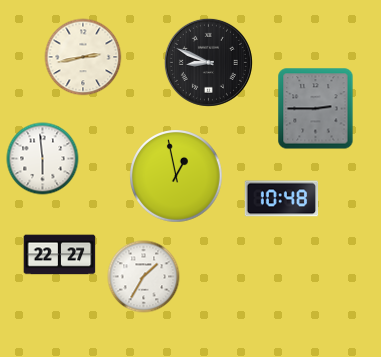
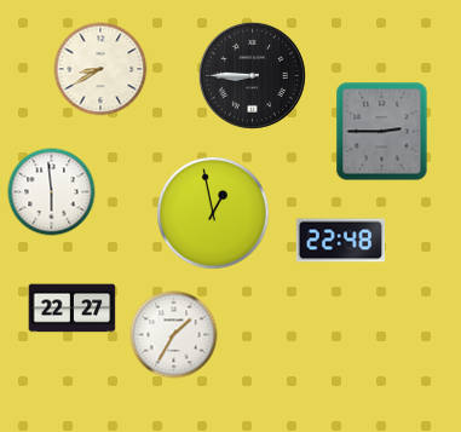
clock at (83, 57): 2:43 -> 8:40
clock at (208, 62): 8:49 -> 8:45
clock at (282, 199): 10:48 -> 22:48
